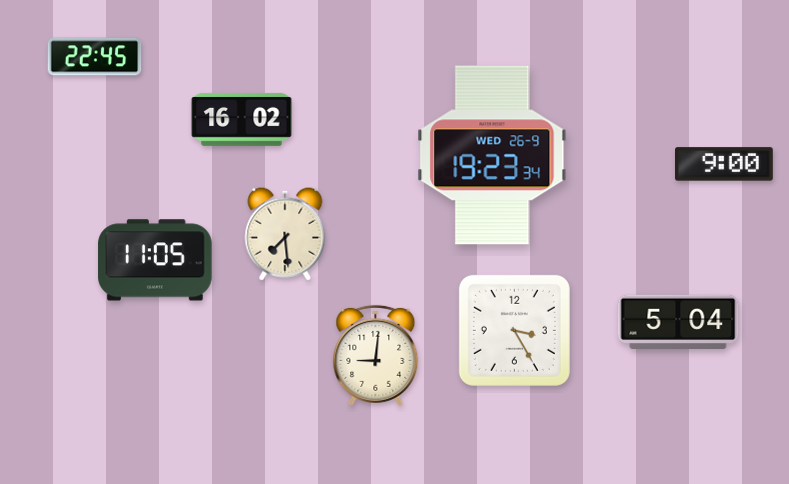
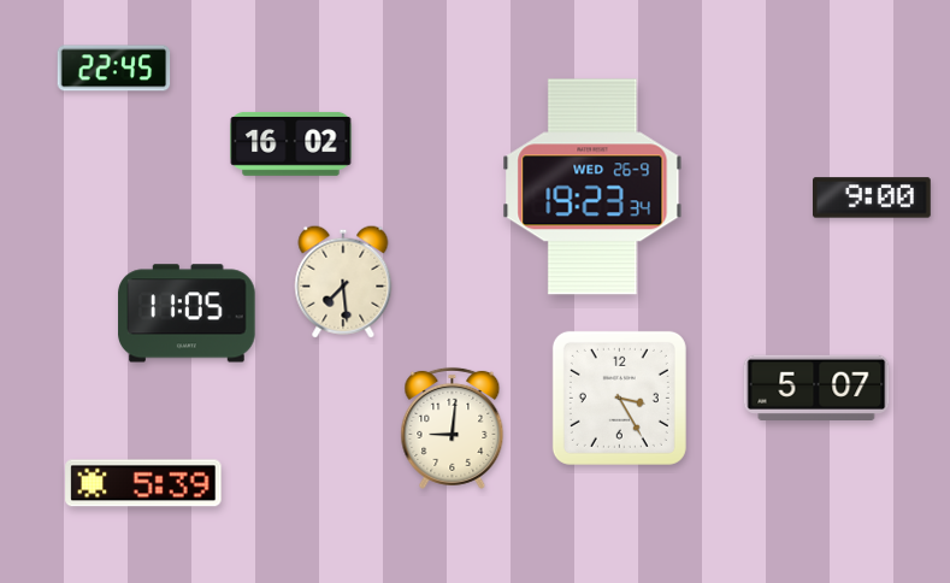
clock at (678, 321): 5:04 -> 5:07
clock at (143, 483): none -> 5:39
